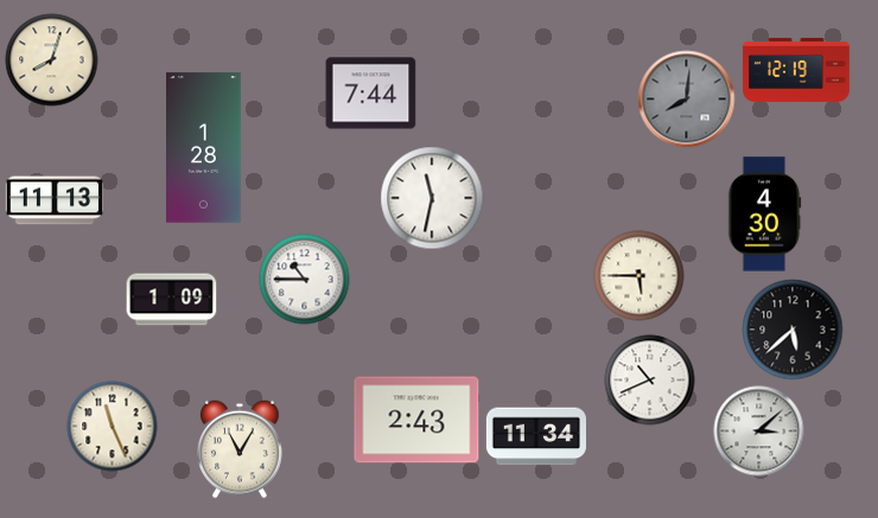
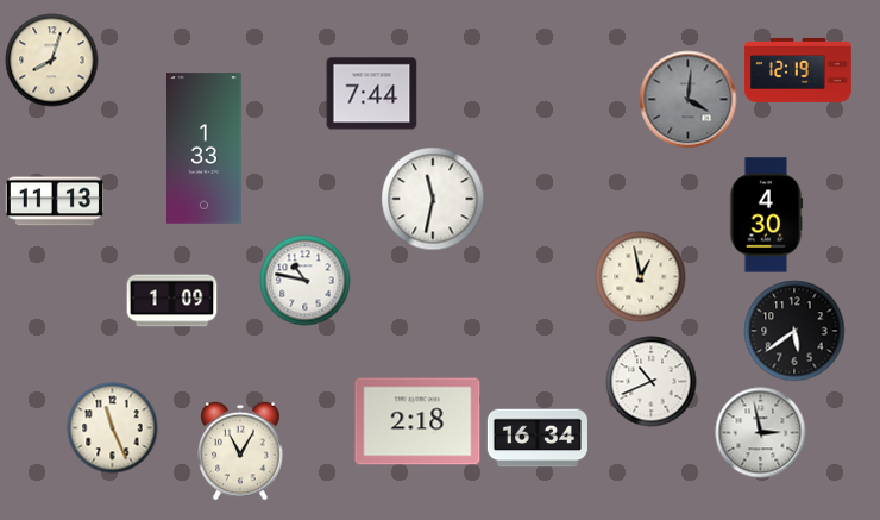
clock at (687, 100): 8:01 -> 4:01
clock at (204, 148): 1:28 -> 1:33
clock at (640, 276): 5:45 -> 12:58
clock at (305, 280): 10:45 -> 10:47
clock at (793, 330): 5:38 -> 5:39
clock at (416, 420): 2:43 -> 2:18
clock at (759, 431): 3:08 -> 2:58
clock at (536, 436): 11:34 -> 16:34
